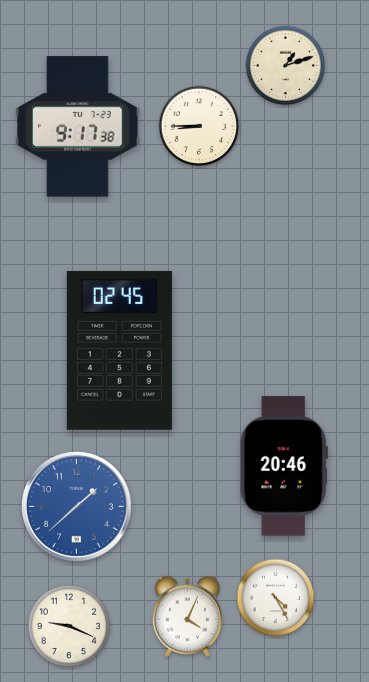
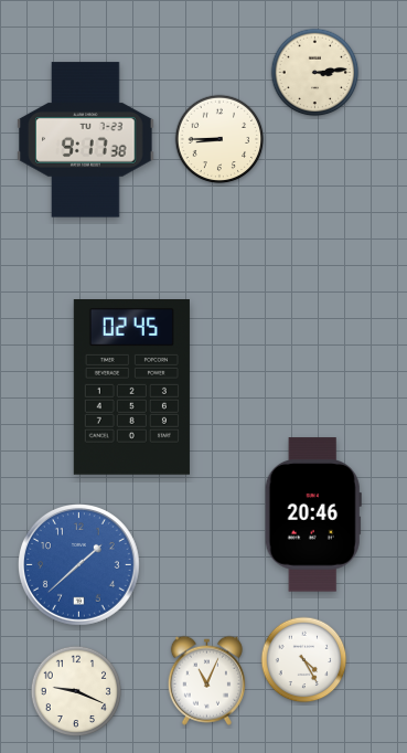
clock at (286, 66): 1:12 -> 3:14
clock at (77, 507) position: (77, 507) -> (79, 565)
clock at (187, 616): 4:04 -> 11:04
